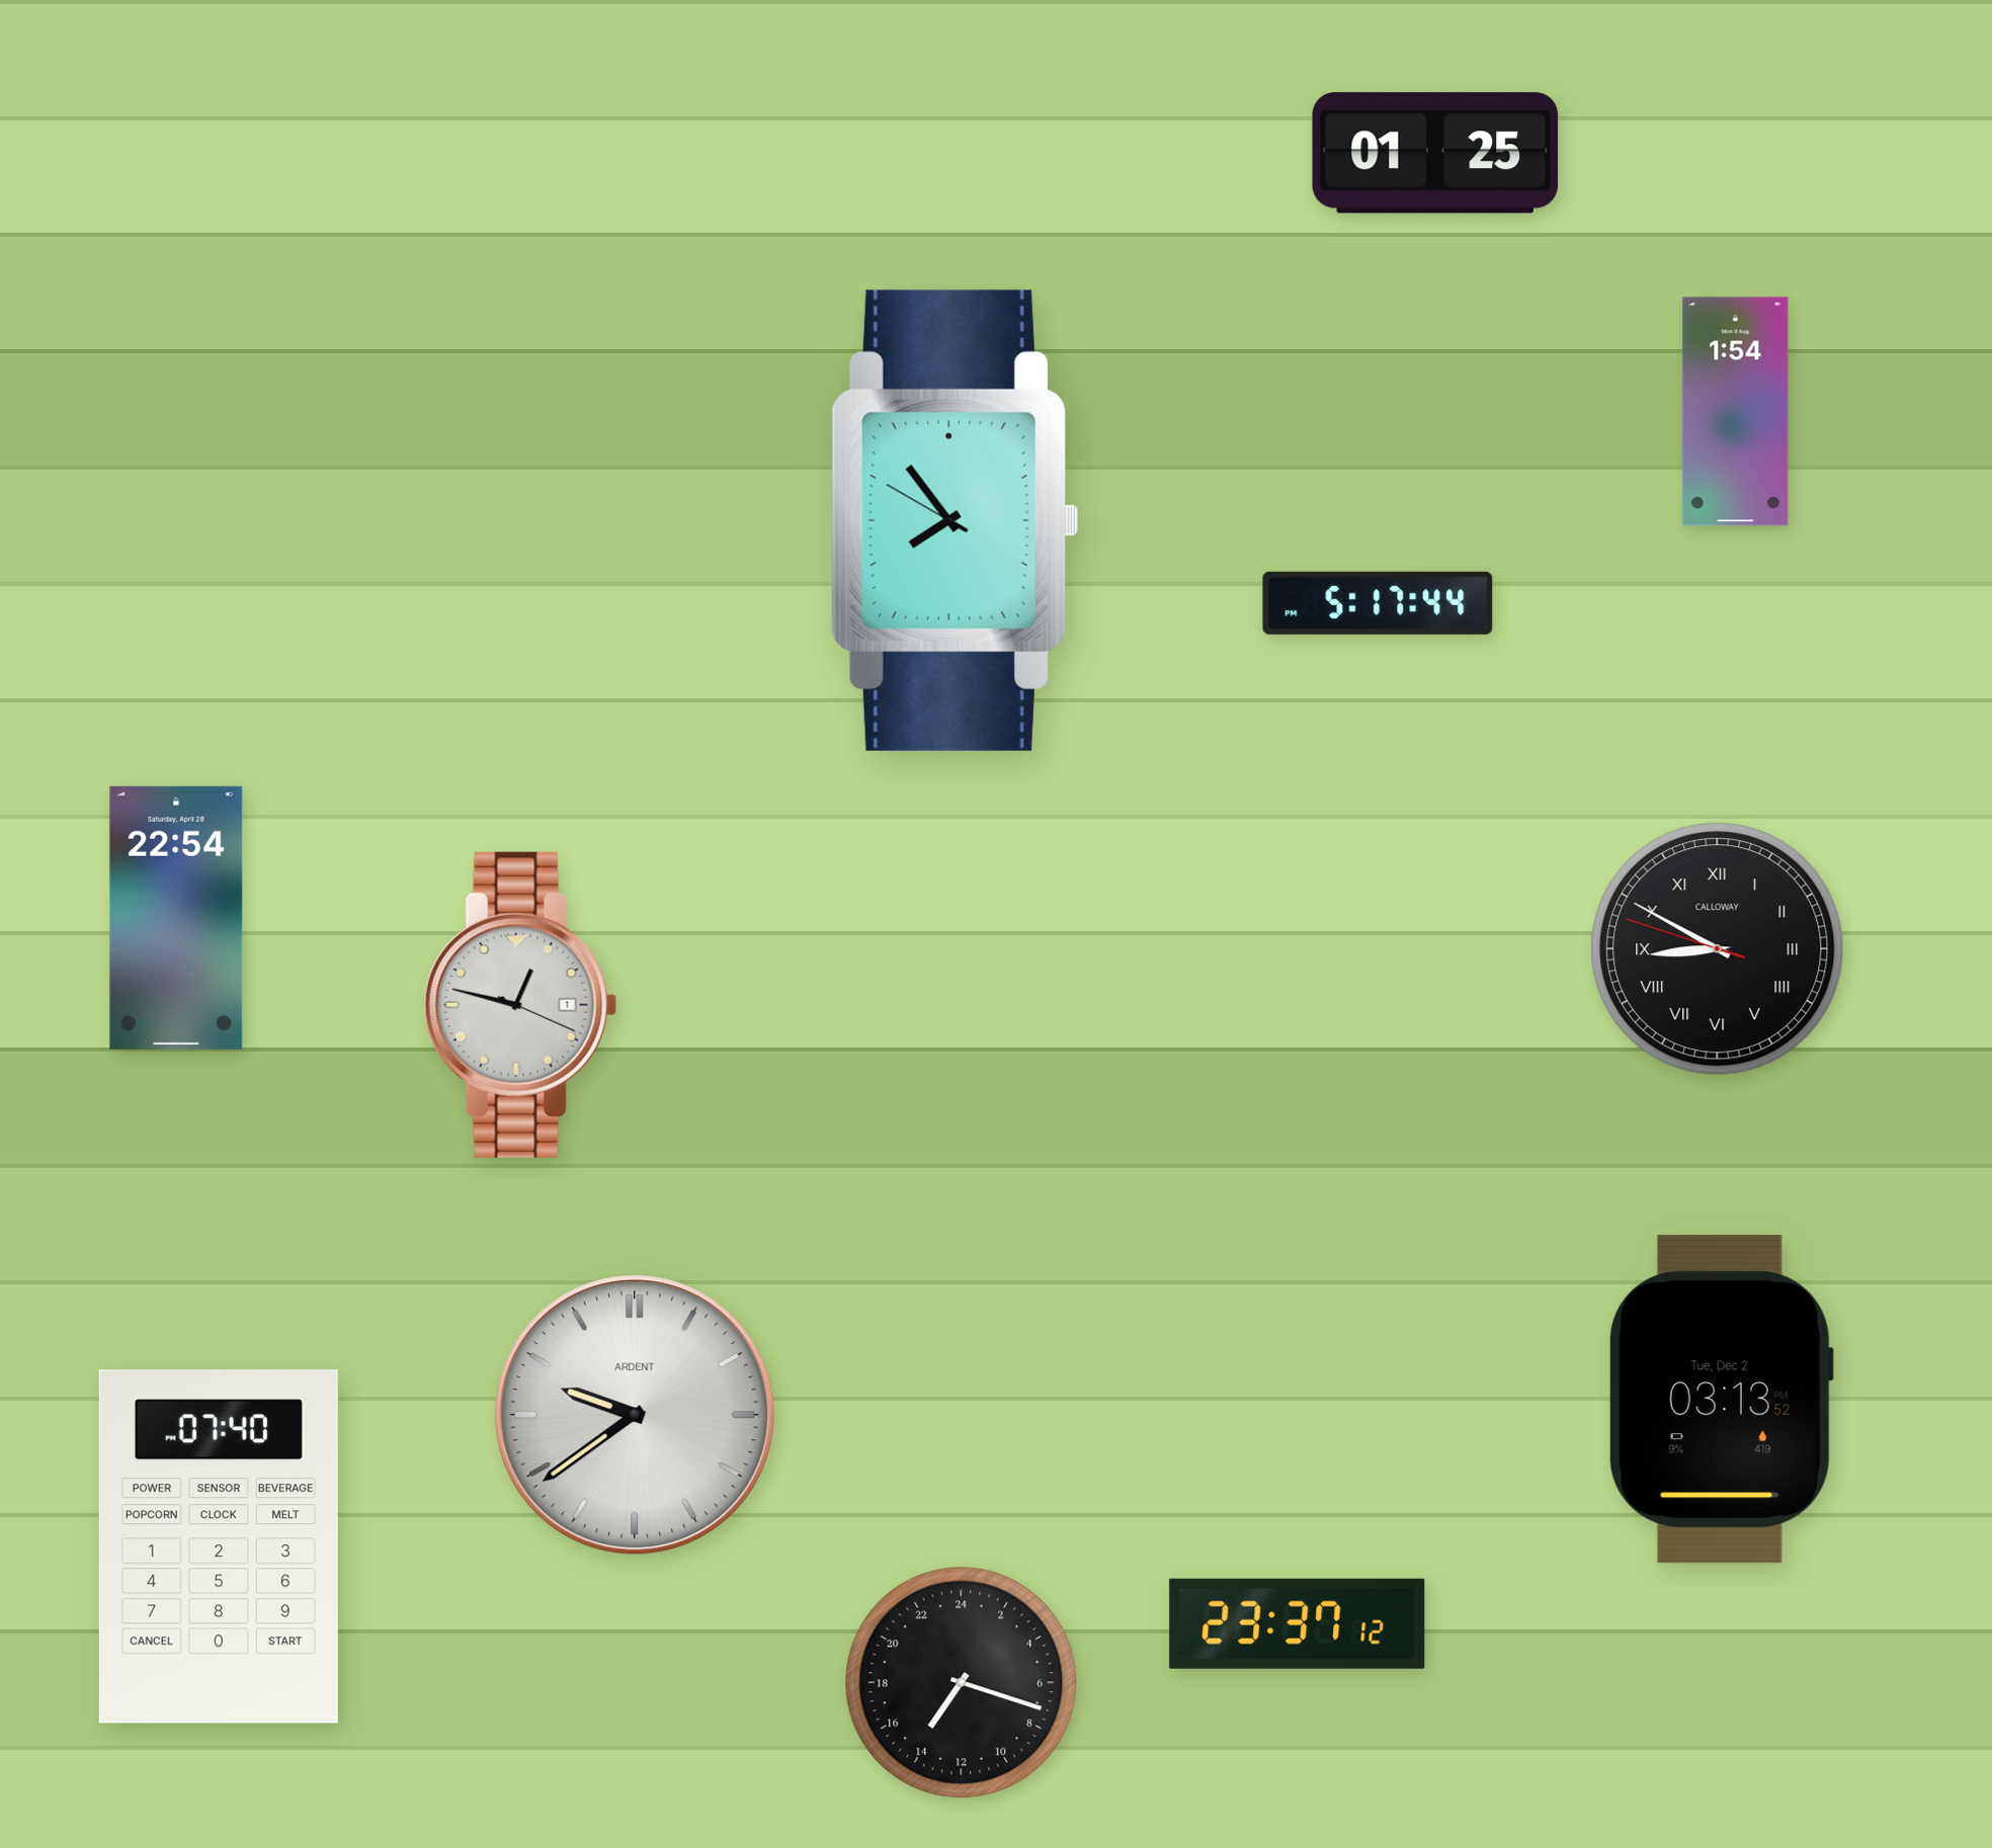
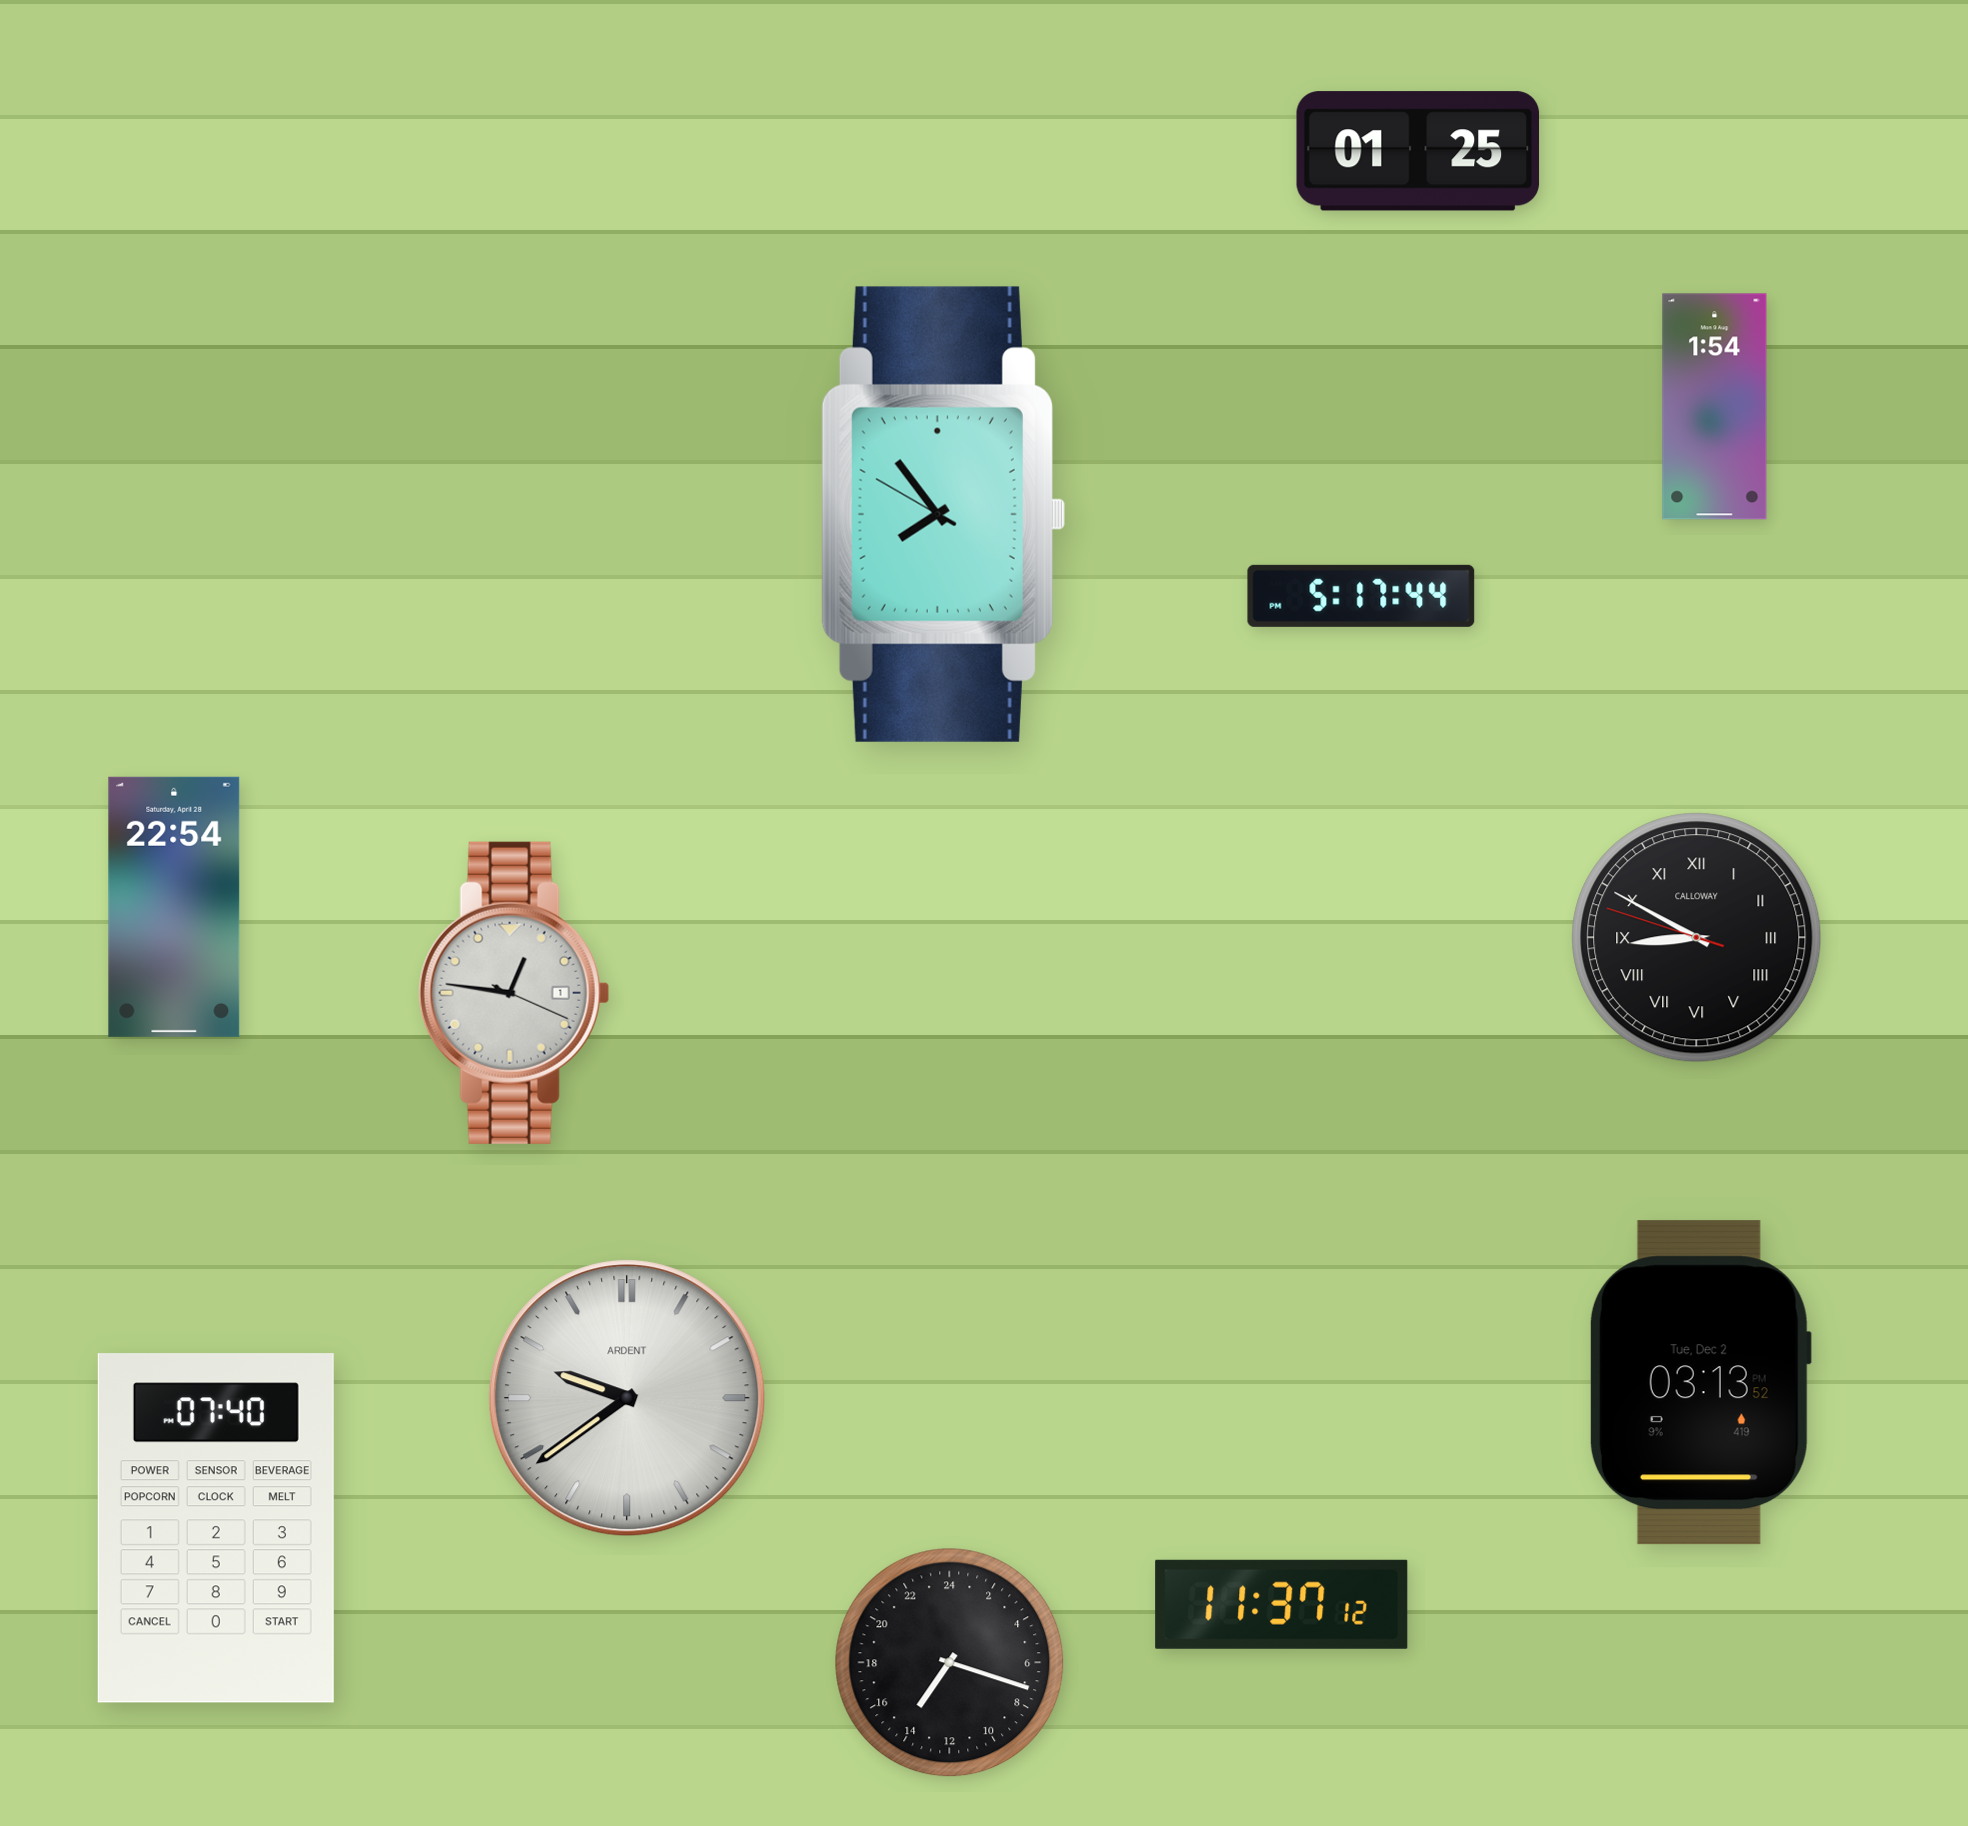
clock at (520, 1005): 12:47 -> 12:46
clock at (1298, 1623): 23:37 -> 11:37
